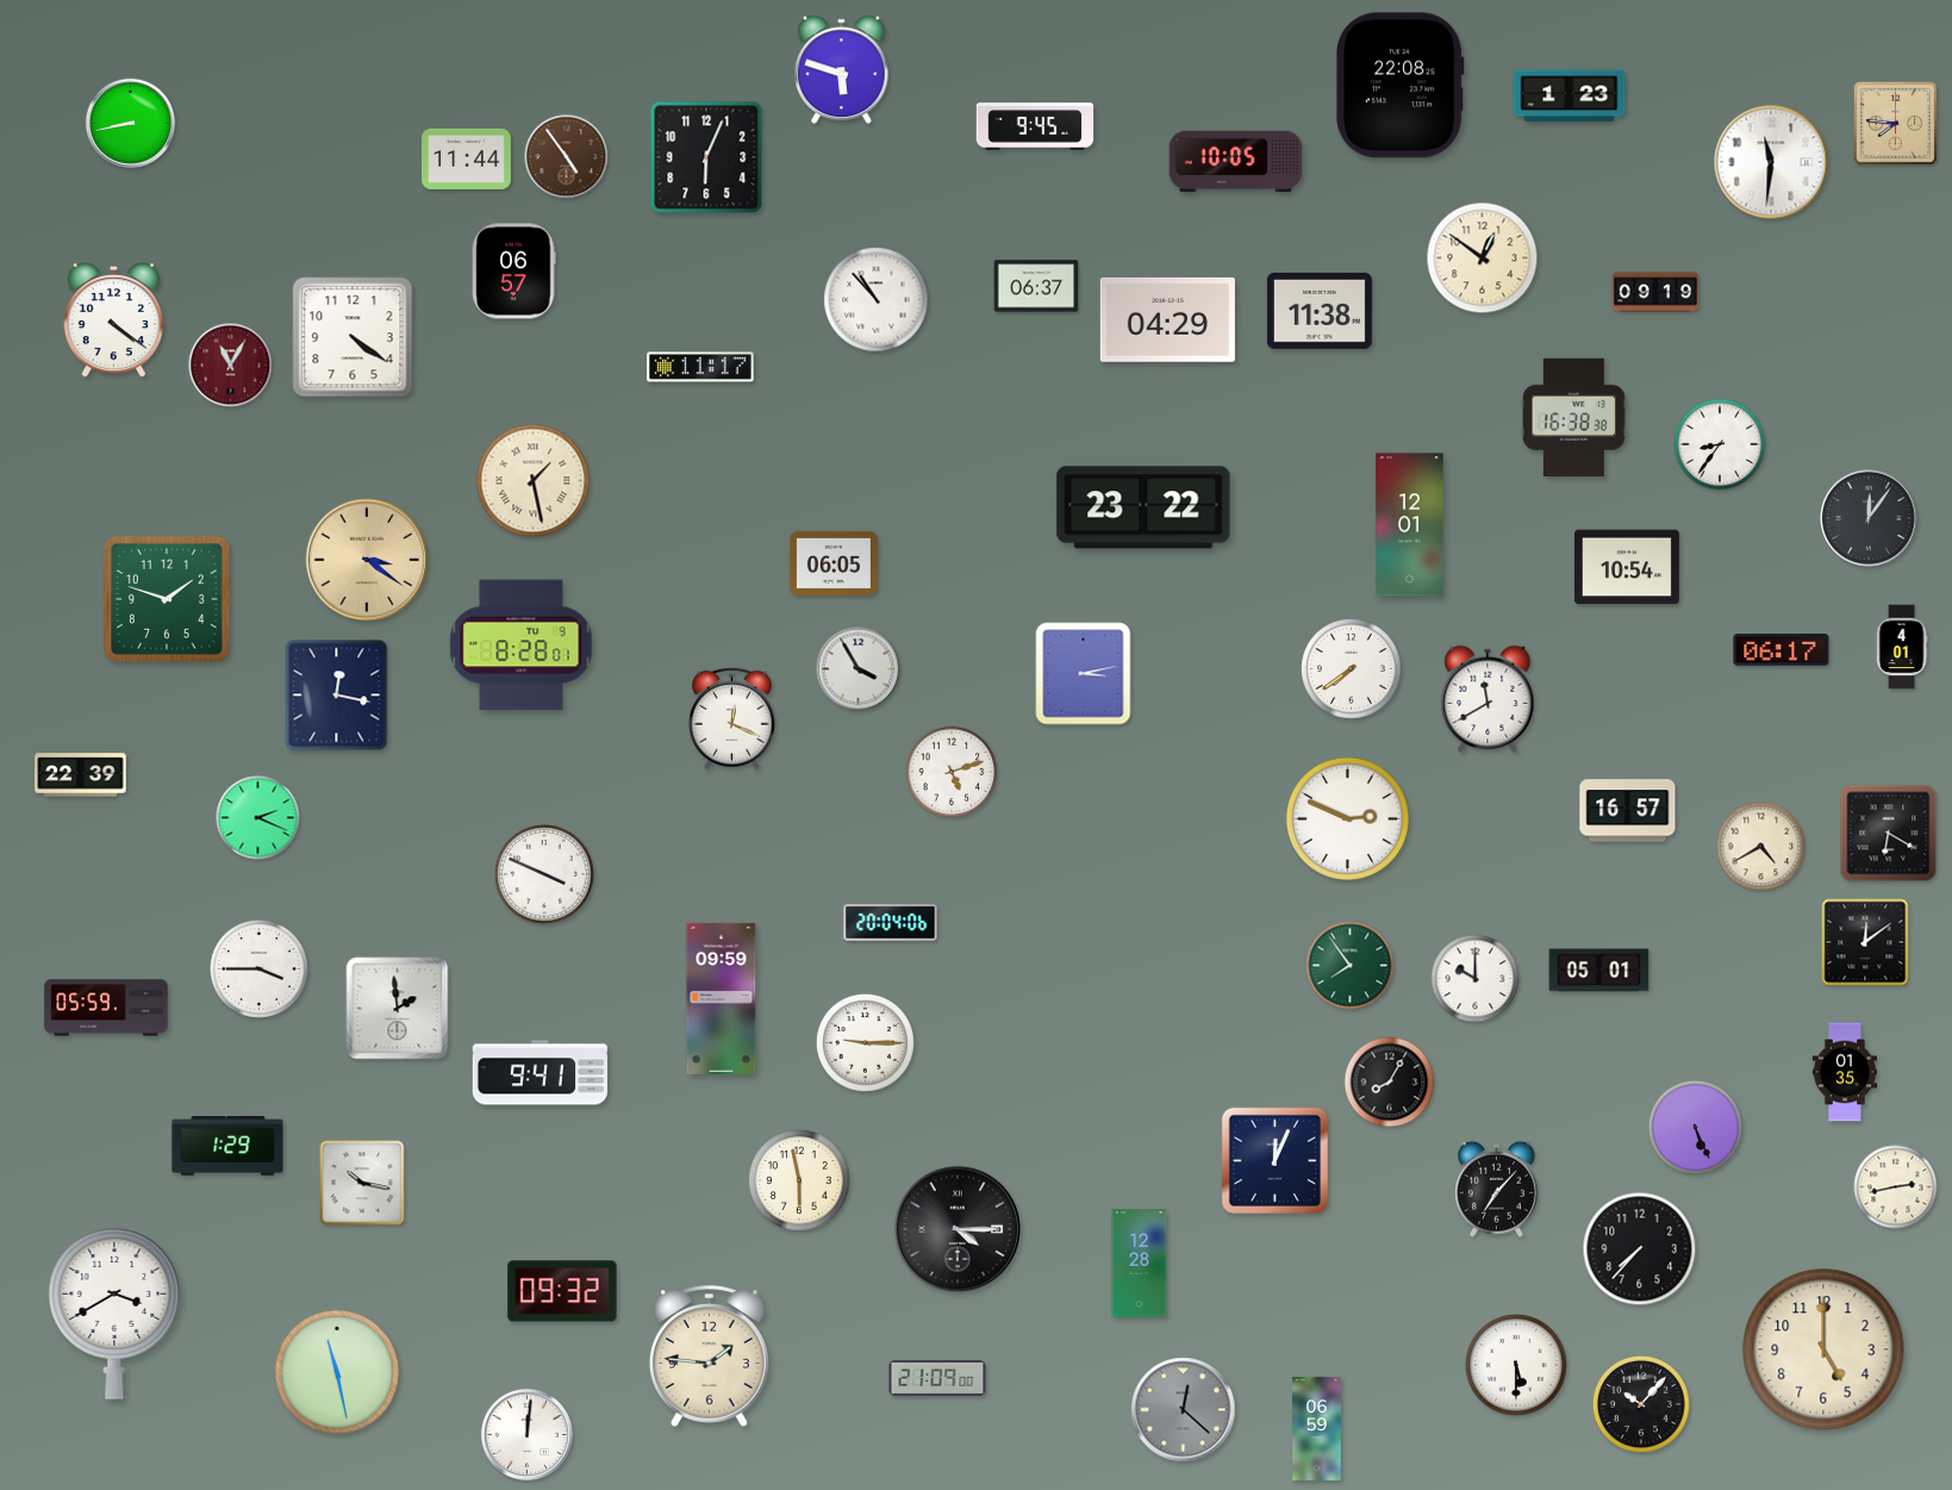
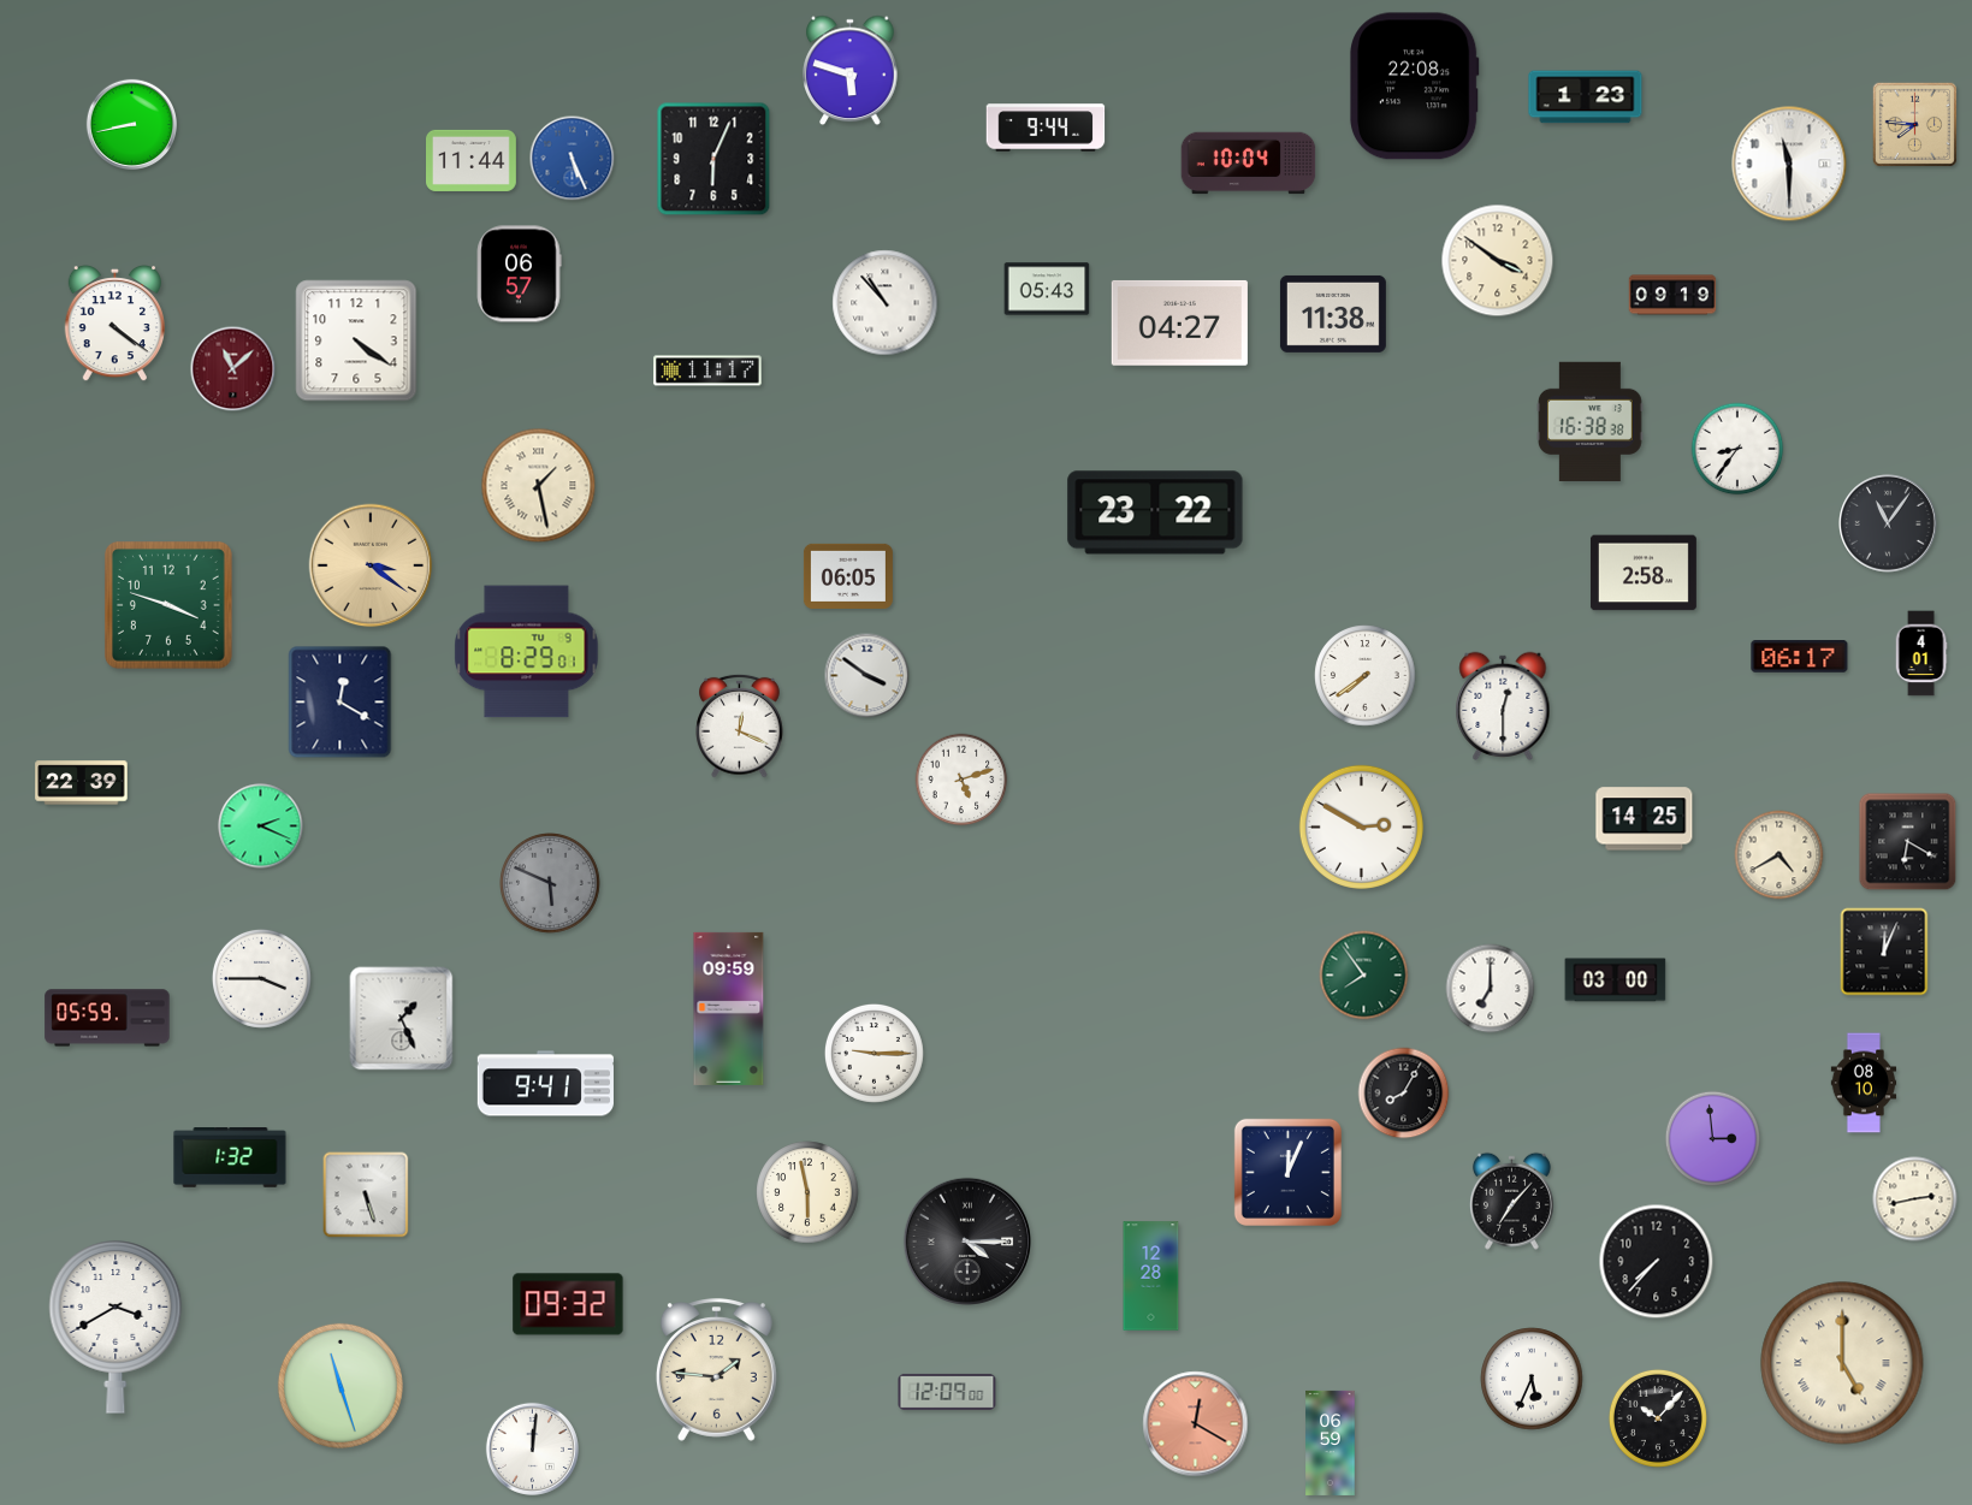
clock at (1035, 126): 9:45 -> 9:44
clock at (567, 157): 4:54 -> 5:26
clock at (567, 157) dial: brown -> blue
clock at (1236, 162): 10:05 -> 10:04
clock at (1771, 162): 11:31 -> 11:30
clock at (1483, 258): 12:51 -> 3:51
clock at (1036, 286): 06:37 -> 05:43
clock at (1167, 319): 04:29 -> 04:27
clock at (231, 366): 11:05 -> 11:08
clock at (1870, 519): 12:06 -> 11:06
clock at (1410, 525): 12:01 -> none
clock at (834, 563) position: (834, 563) -> (848, 576)
clock at (1627, 567): 10:54 -> 2:58
clock at (168, 600): 1:48 -> 3:48
clock at (522, 646): 8:28 -> 8:29
clock at (859, 669): 3:55 -> 3:51
clock at (1084, 674): 3:13 -> none
clock at (337, 696): 12:17 -> 12:20
clock at (1488, 698): 11:40 -> 12:30
clock at (1628, 811): 16:57 -> 14:25
clock at (1347, 818): 2:49 -> 2:50
clock at (545, 875): 3:49 -> 5:49
clock at (545, 875) dial: white -> grey
clock at (891, 923): 20:04 -> none
clock at (1865, 942): 12:09 -> 12:04
clock at (1599, 971): 05:01 -> 03:00
clock at (1476, 979): 10:00 -> 7:00
clock at (398, 1009): 1:59 -> 1:26
clock at (1845, 1072): 01:35 -> 08:10
clock at (1696, 1128): 5:26 -> 2:59
clock at (227, 1146): 1:29 -> 1:32
clock at (362, 1183): 10:17 -> 5:27
clock at (1823, 1349) numerals: Arabic -> Roman
clock at (1516, 1365): 5:30 -> 5:34
clock at (337, 1372): 11:28 -> 11:27
clock at (937, 1378): 21:09 -> 12:09
clock at (1184, 1410): 12:22 -> 12:20
clock at (1184, 1410) dial: grey -> salmon
